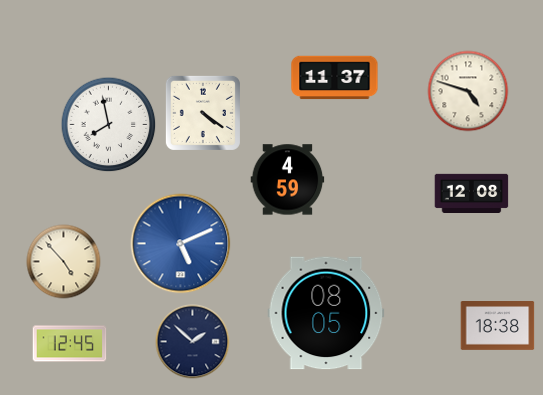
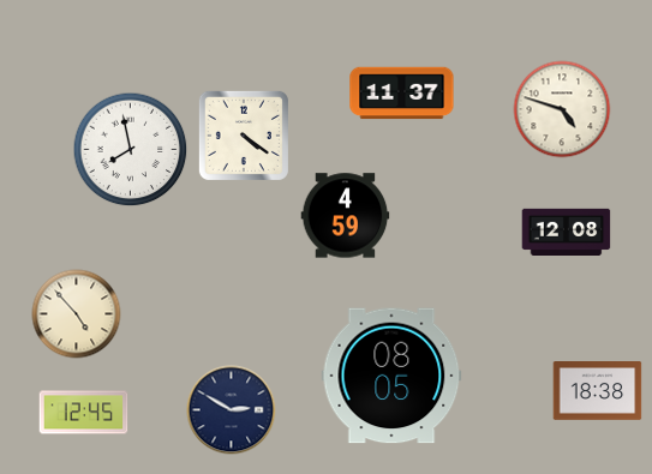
clock at (181, 244): 5:11 -> none
clock at (193, 342): 1:52 -> 2:50
